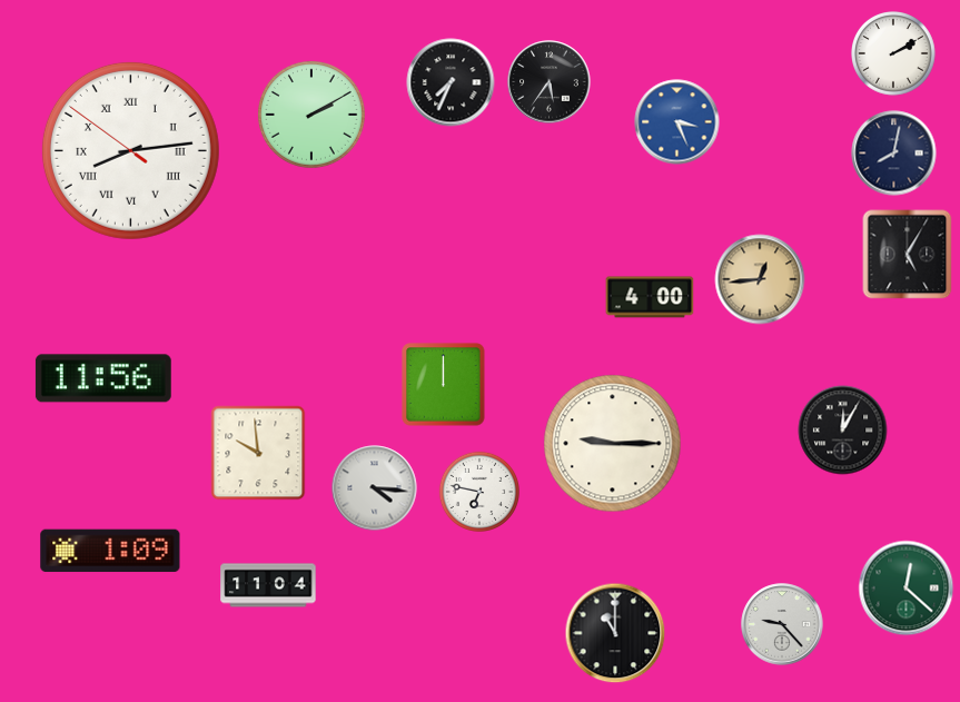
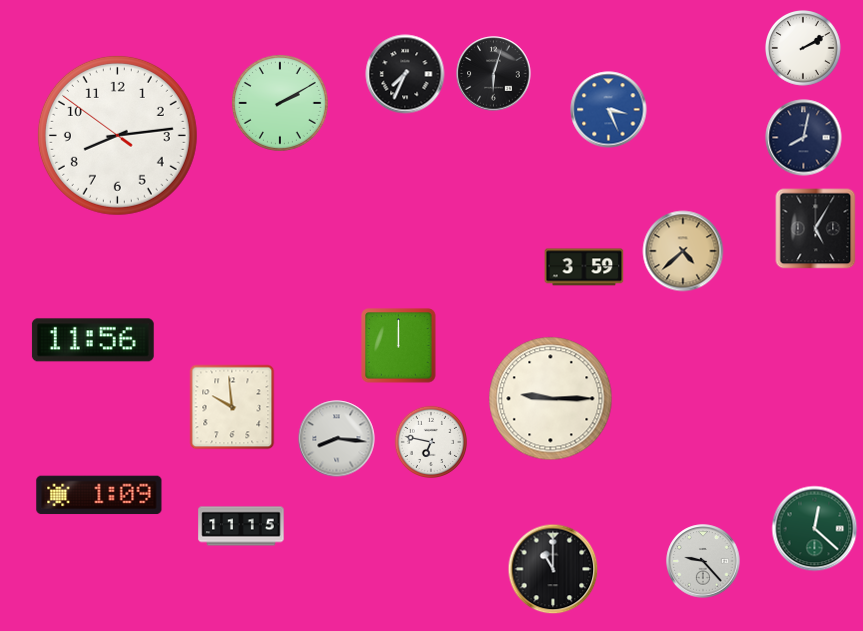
clock at (550, 82): 5:36 -> 6:03
clock at (130, 150) numerals: Roman -> Arabic
clock at (760, 279): 12:44 -> 4:38
clock at (650, 297): 4:00 -> 3:59
clock at (843, 431): 12:05 -> none
clock at (375, 488): 4:16 -> 8:16
clock at (268, 585): 11:04 -> 11:15
